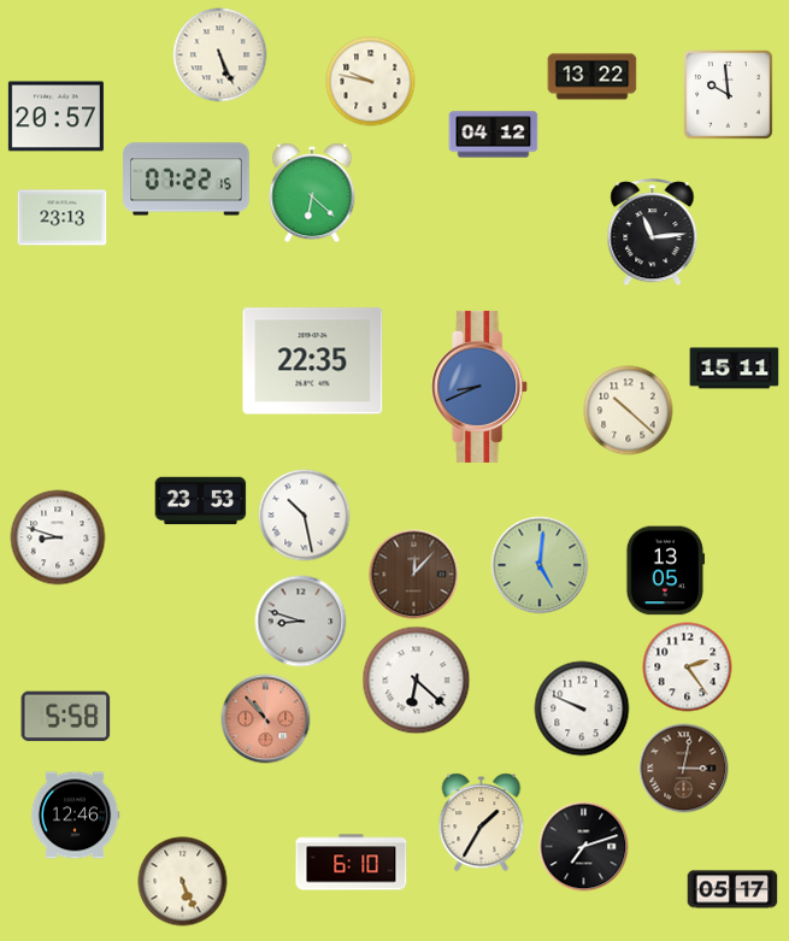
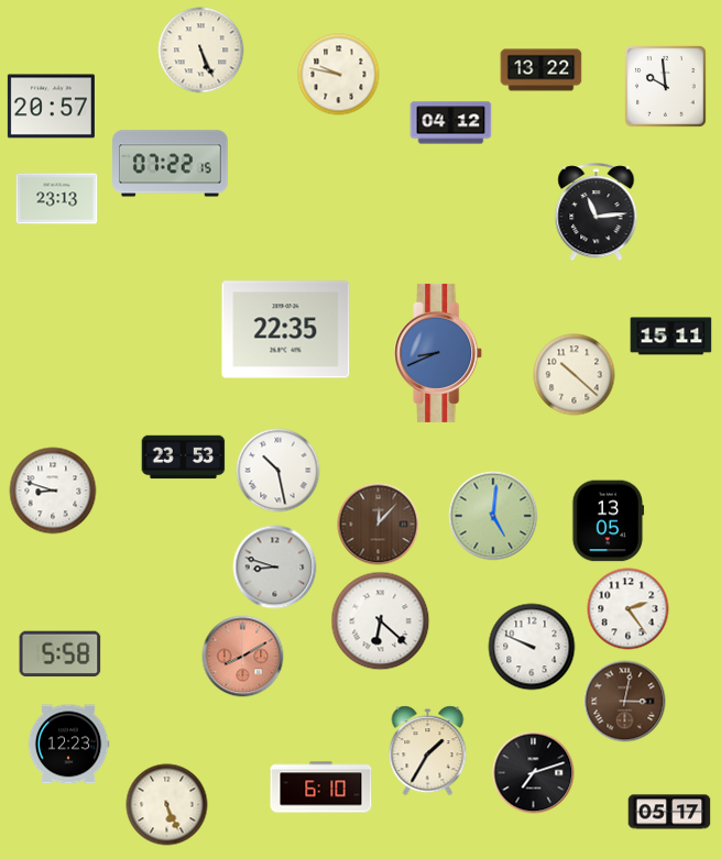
clock at (312, 193): 6:22 -> none
clock at (266, 719): 10:53 -> 8:10
clock at (75, 816): 12:46 -> 12:23
clock at (482, 823) position: (482, 823) -> (428, 751)
